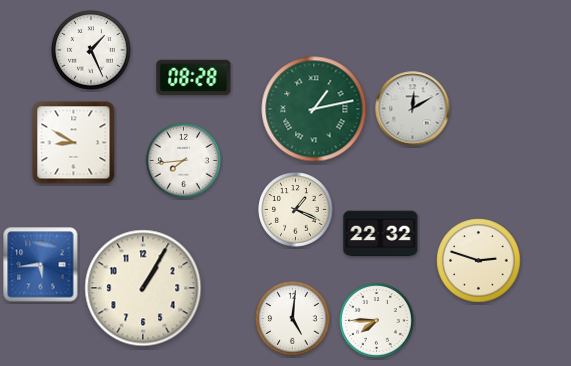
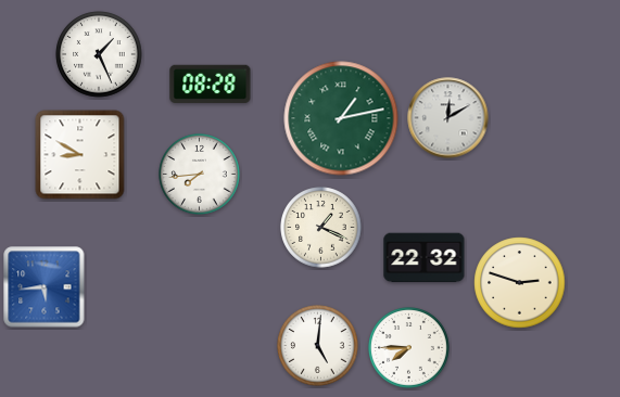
clock at (381, 234) position: (381, 234) -> (425, 258)
clock at (143, 288): 1:05 -> none
